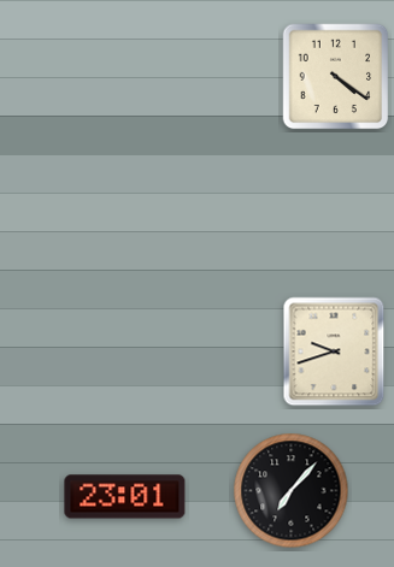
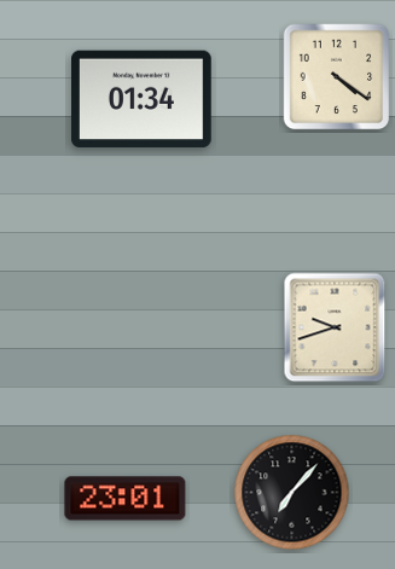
clock at (143, 99): none -> 01:34
clock at (334, 352) position: (334, 352) -> (335, 327)
